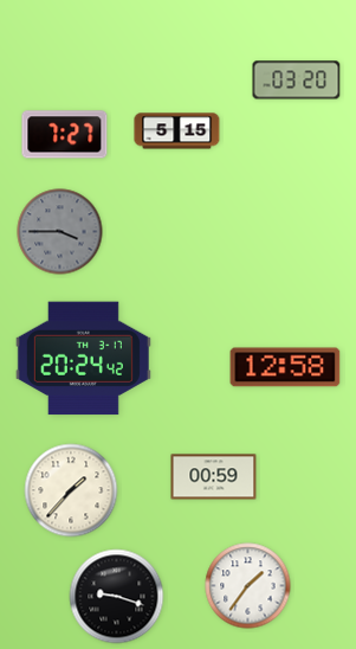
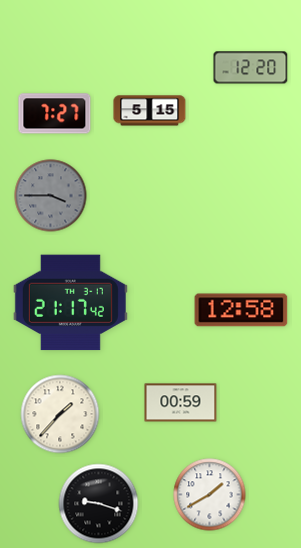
clock at (297, 81): 03:20 -> 12:20
clock at (83, 359): 20:24 -> 21:17
clock at (248, 586): 1:36 -> 1:40
